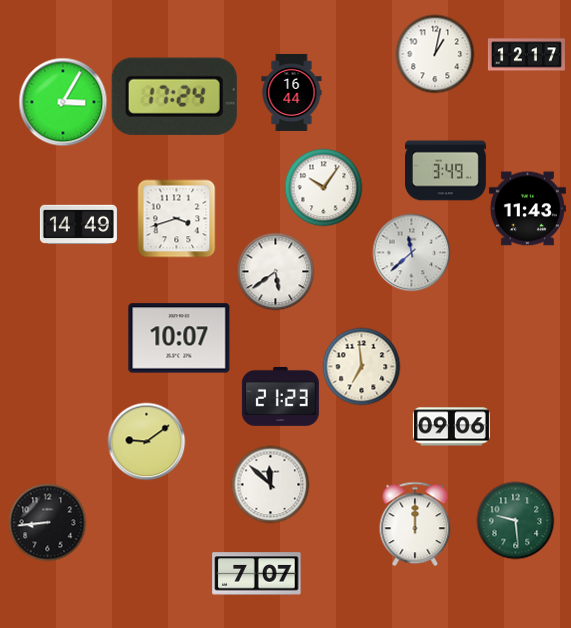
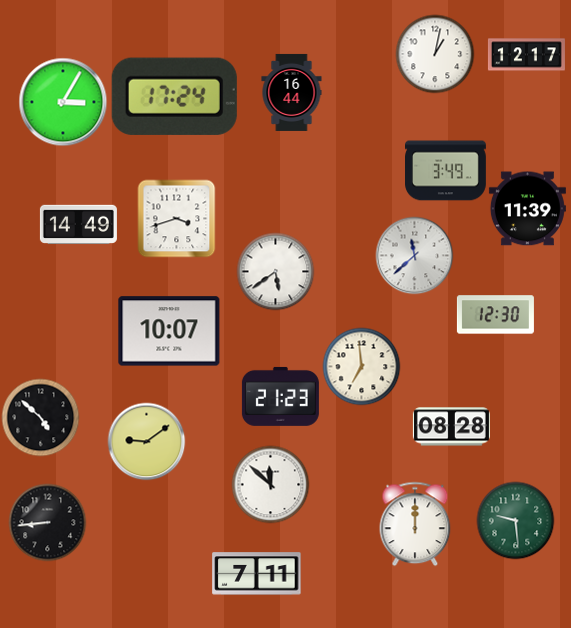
clock at (323, 187): 10:06 -> none
clock at (527, 209): 11:43 -> 11:39
clock at (411, 252) position: (411, 252) -> (414, 255)
clock at (495, 315): none -> 12:30
clock at (179, 338) position: (179, 338) -> (169, 331)
clock at (40, 417): none -> 4:52
clock at (451, 427): 09:06 -> 08:28
clock at (257, 574): 7:07 -> 7:11
